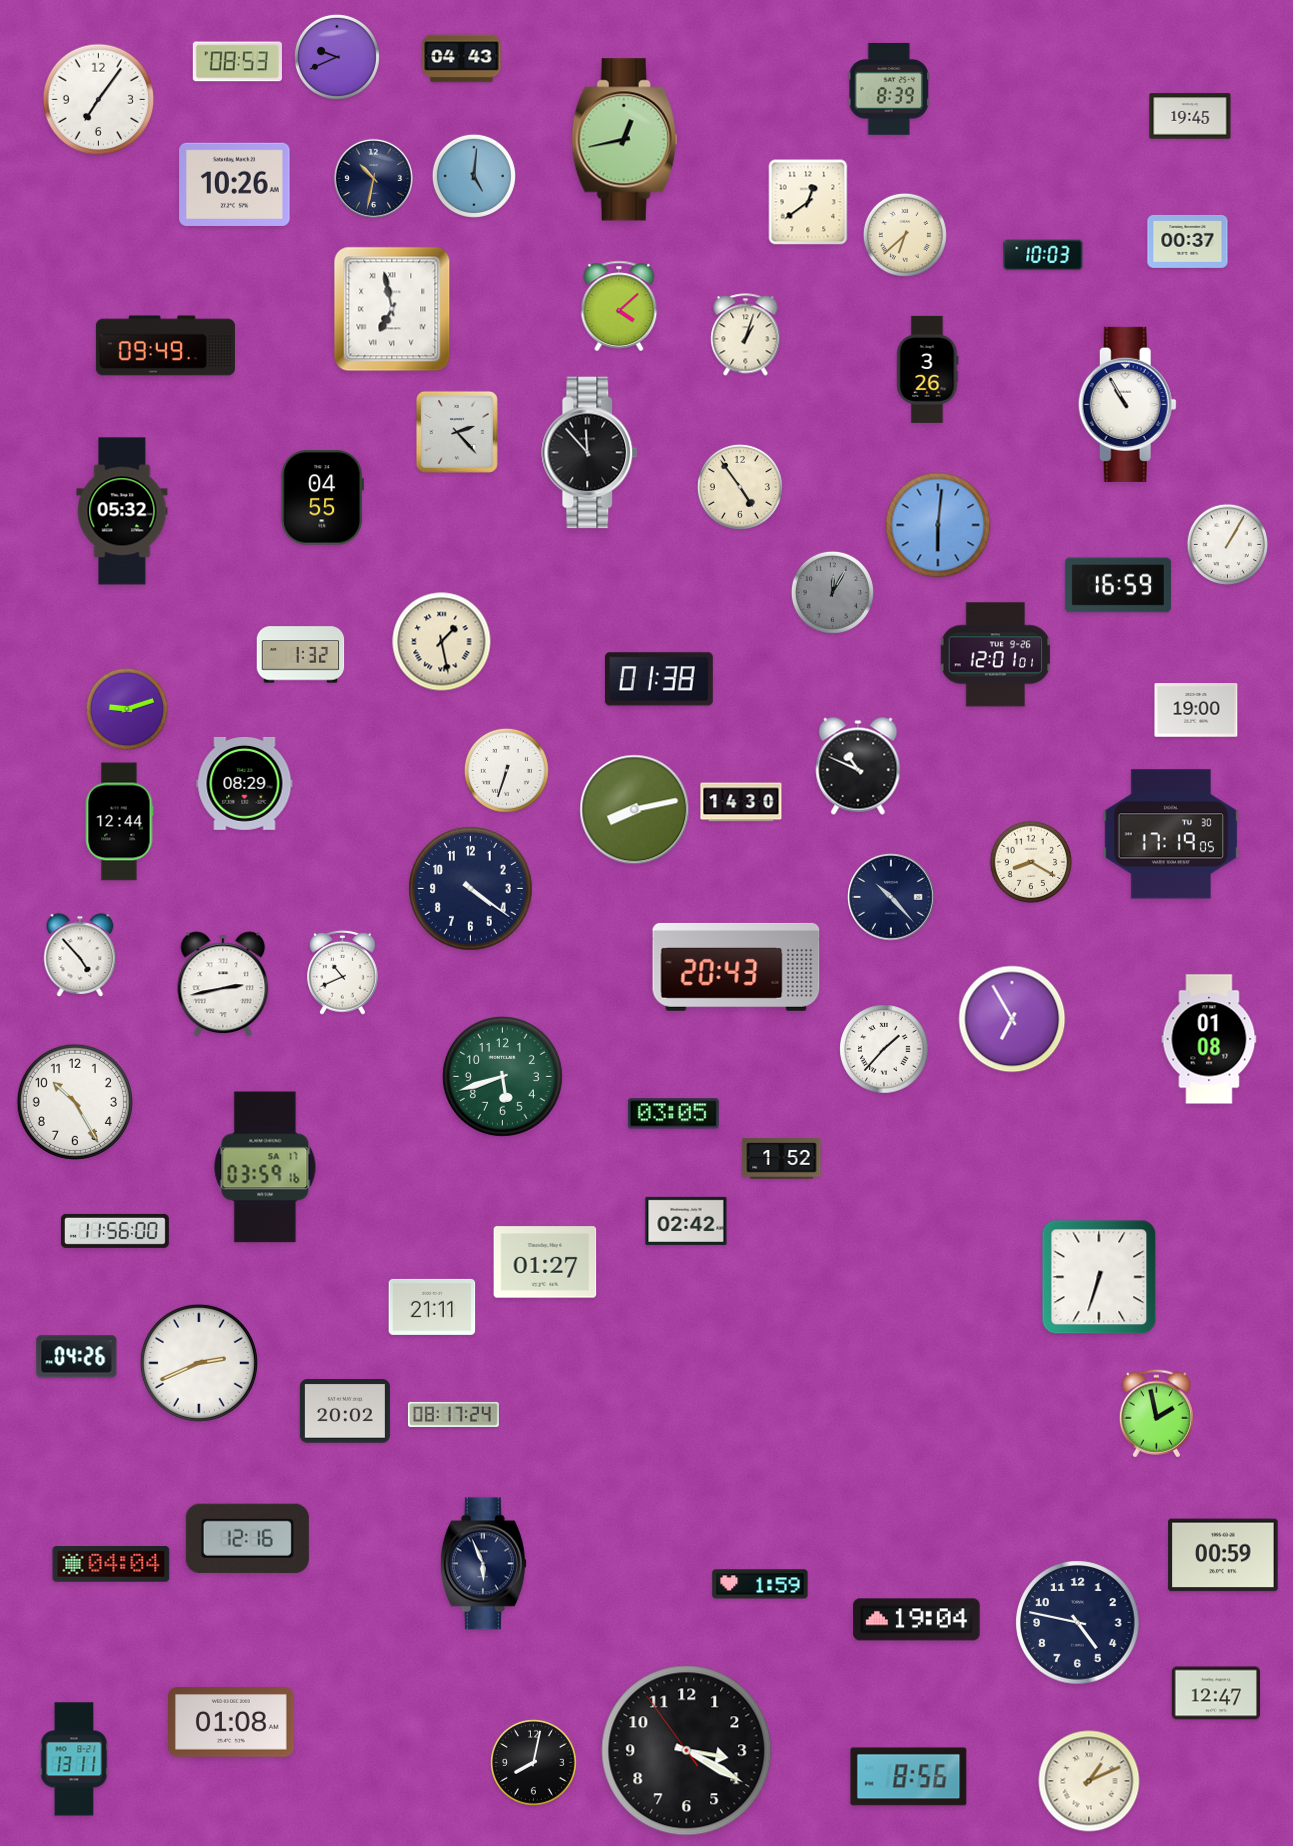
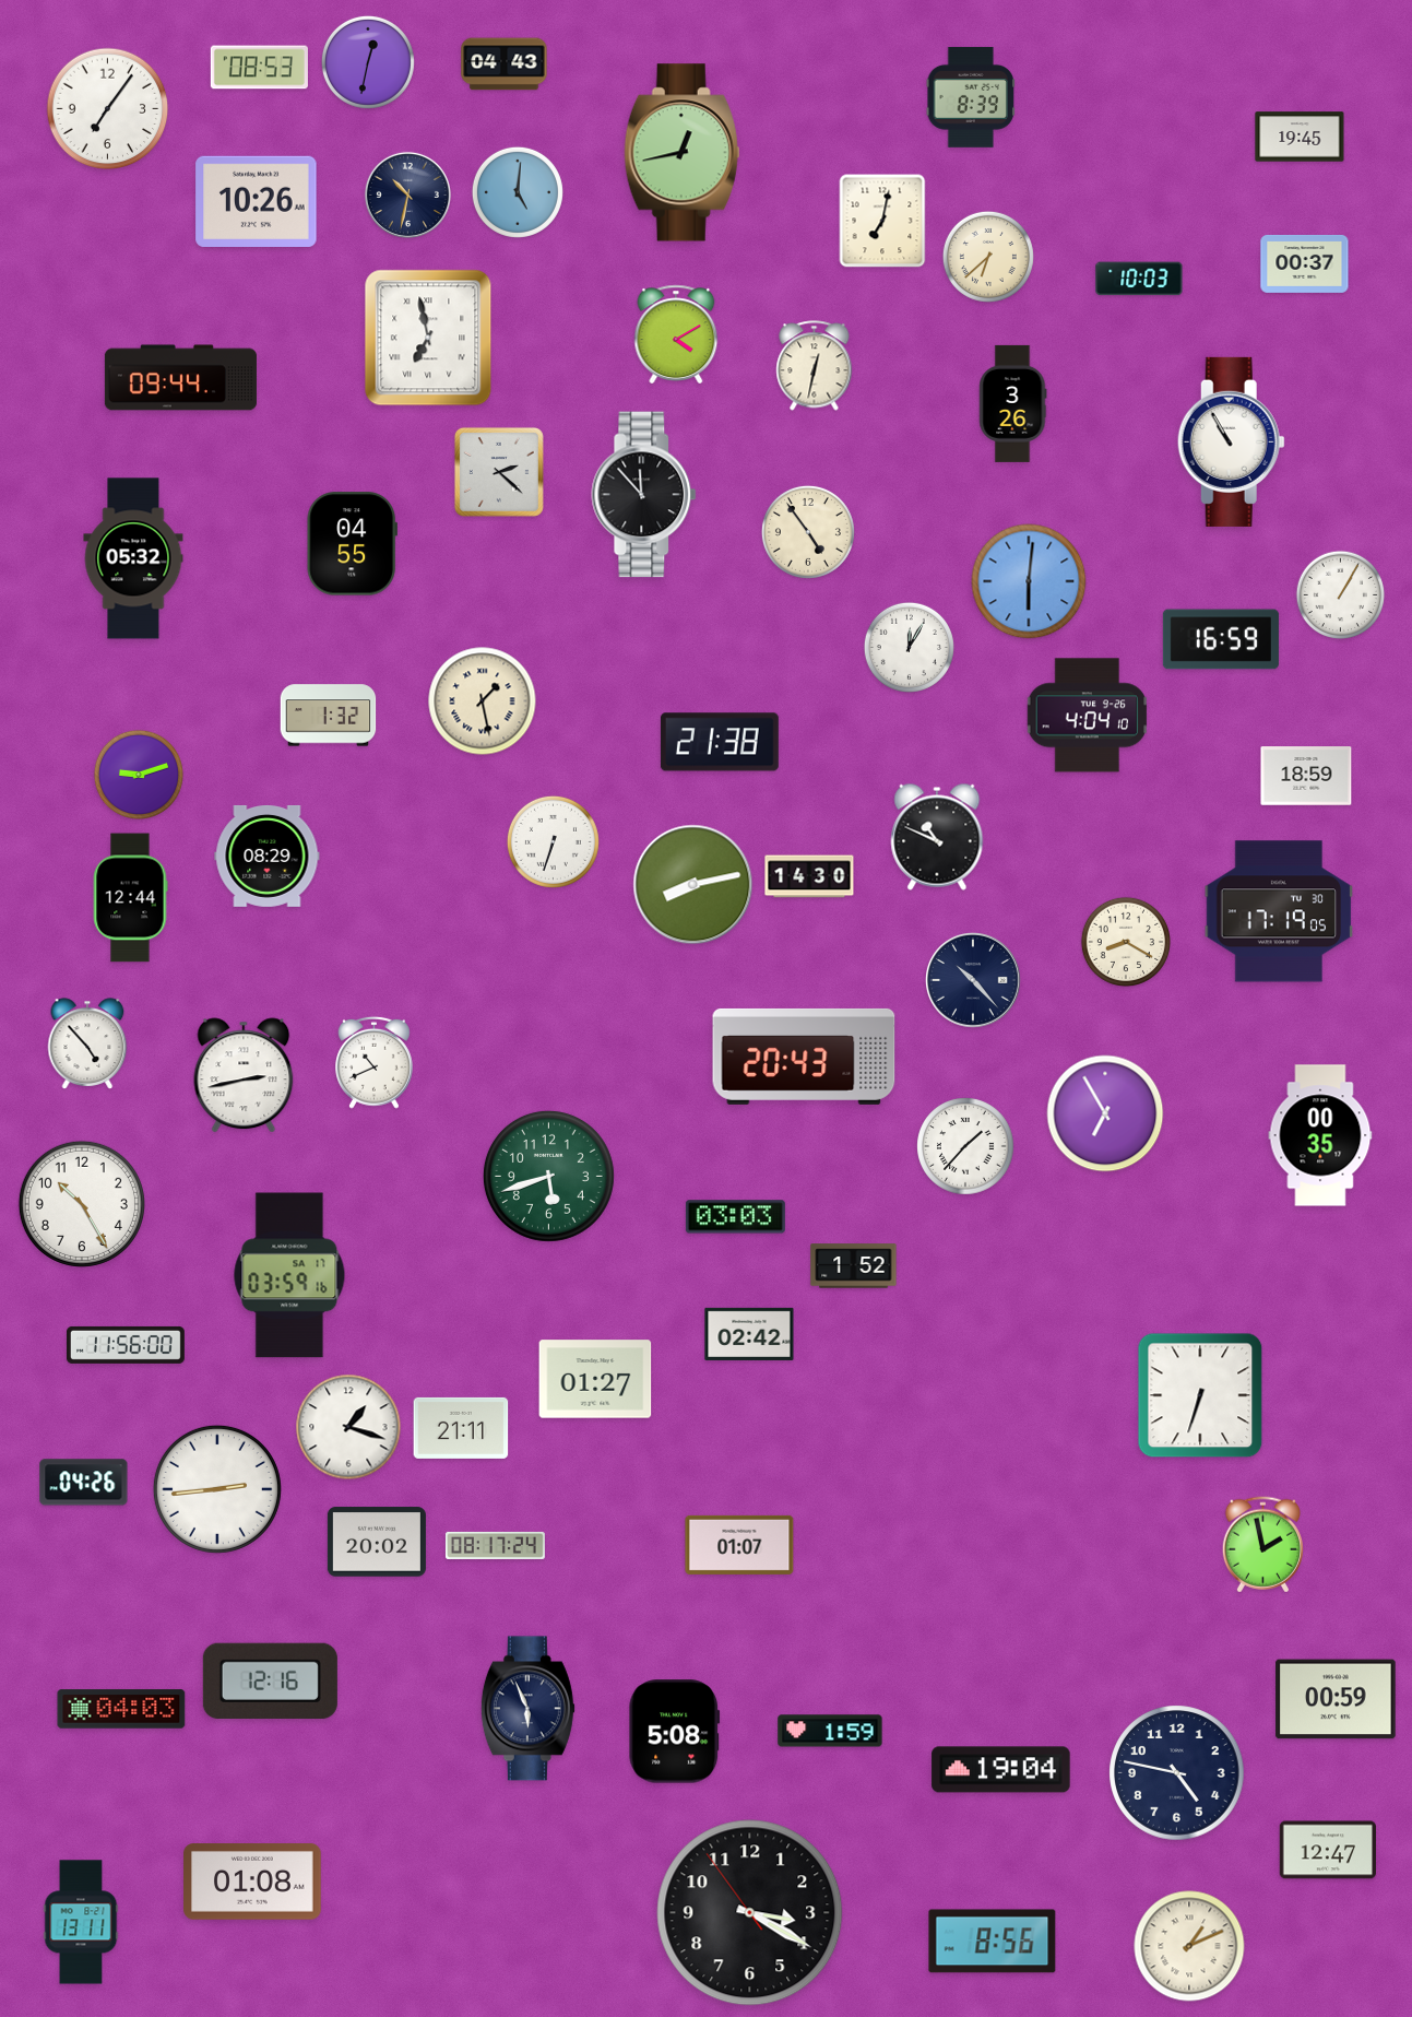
clock at (337, 57): 9:41 -> 12:32
clock at (1190, 116) position: (1190, 116) -> (1300, 137)
clock at (808, 202): 12:39 -> 7:02
clock at (1188, 241) position: (1188, 241) -> (1305, 263)
clock at (619, 305): 4:08 -> 4:10
clock at (746, 335): 1:03 -> 12:32
clock at (165, 346): 09:49 -> 09:44
clock at (457, 432): 2:23 -> 2:22
clock at (938, 525) position: (938, 525) -> (1029, 581)
clock at (832, 592) dial: grey -> white
clock at (996, 655): 12:01 -> 4:04
clock at (659, 679): 01:38 -> 21:38
clock at (1196, 710): 19:00 -> 18:59
clock at (471, 889): 4:21 -> none
clock at (1209, 1039): 01:08 -> 00:35
clock at (673, 1114): 03:05 -> 03:03
clock at (348, 1427): none -> 1:18
clock at (432, 1307) position: (432, 1307) -> (461, 1428)
clock at (199, 1363): 2:41 -> 2:44
clock at (739, 1545): none -> 01:07
clock at (111, 1564): 04:04 -> 04:03
clock at (675, 1732): none -> 5:08
clock at (533, 1762): 8:02 -> none
